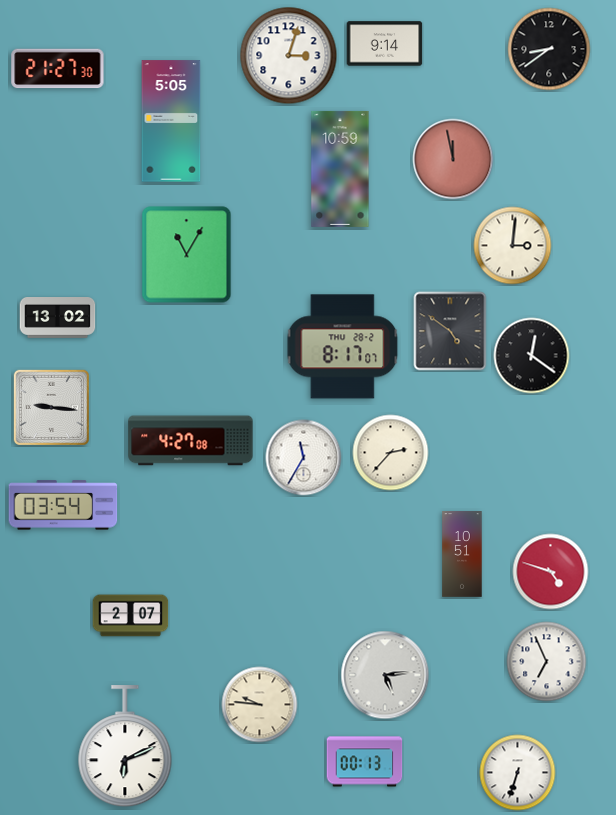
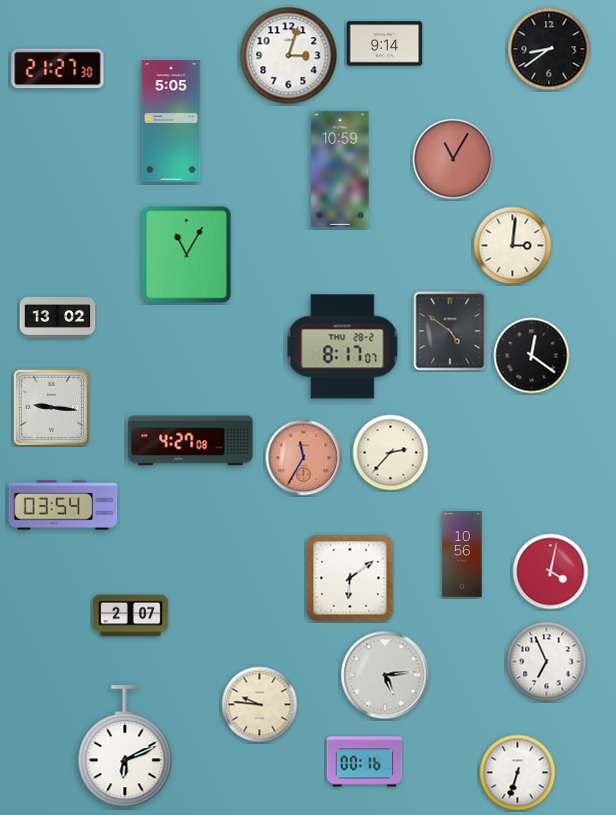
clock at (453, 159): 11:58 -> 11:05
clock at (304, 458) dial: white -> salmon
clock at (462, 554): 10:51 -> 10:56
clock at (551, 572): 4:48 -> 4:02
clock at (350, 578): none -> 6:09
clock at (365, 762): 00:13 -> 00:16
